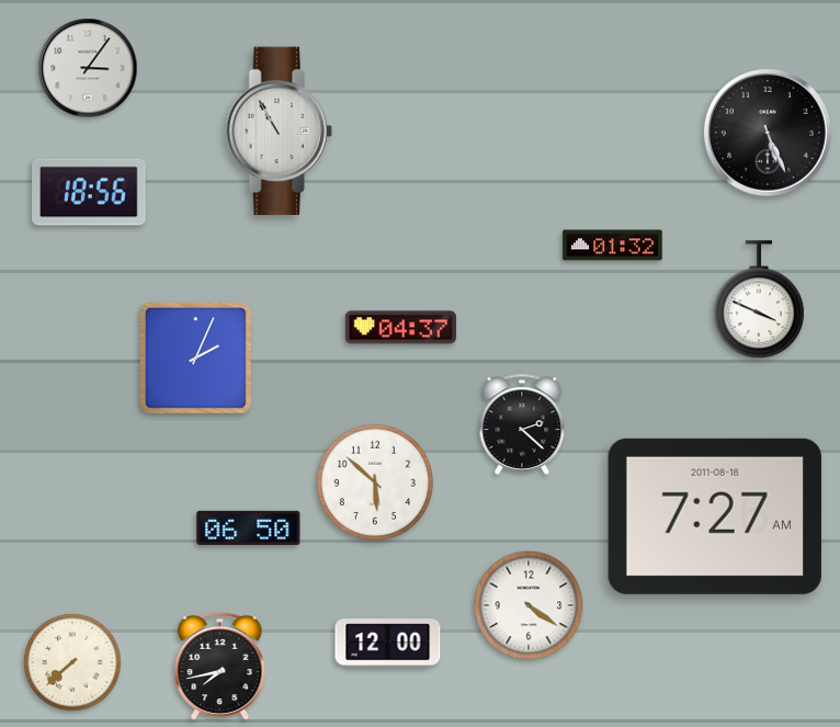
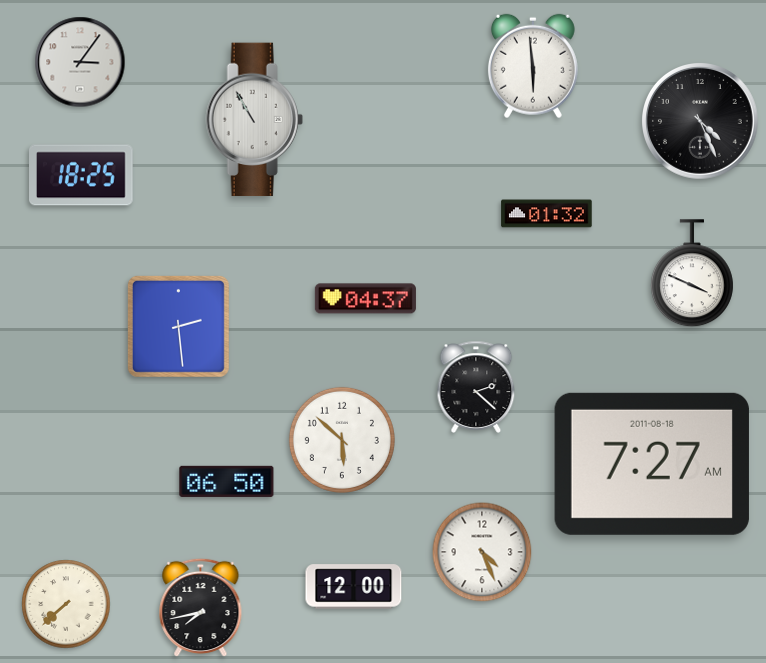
clock at (533, 66): none -> 5:59
clock at (769, 134): 5:26 -> 4:26
clock at (90, 192): 18:56 -> 18:25
clock at (613, 246) position: (613, 246) -> (547, 214)
clock at (195, 357): 2:04 -> 2:29
clock at (715, 516) position: (715, 516) -> (652, 464)
clock at (529, 605): 4:21 -> 4:26
